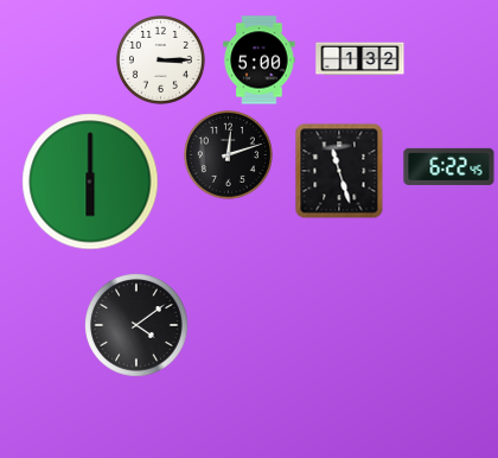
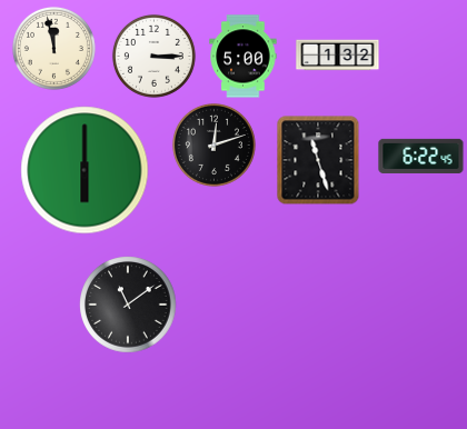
clock at (53, 48): none -> 11:58
clock at (160, 59) position: (160, 59) -> (153, 56)
clock at (136, 325): 4:09 -> 11:09
